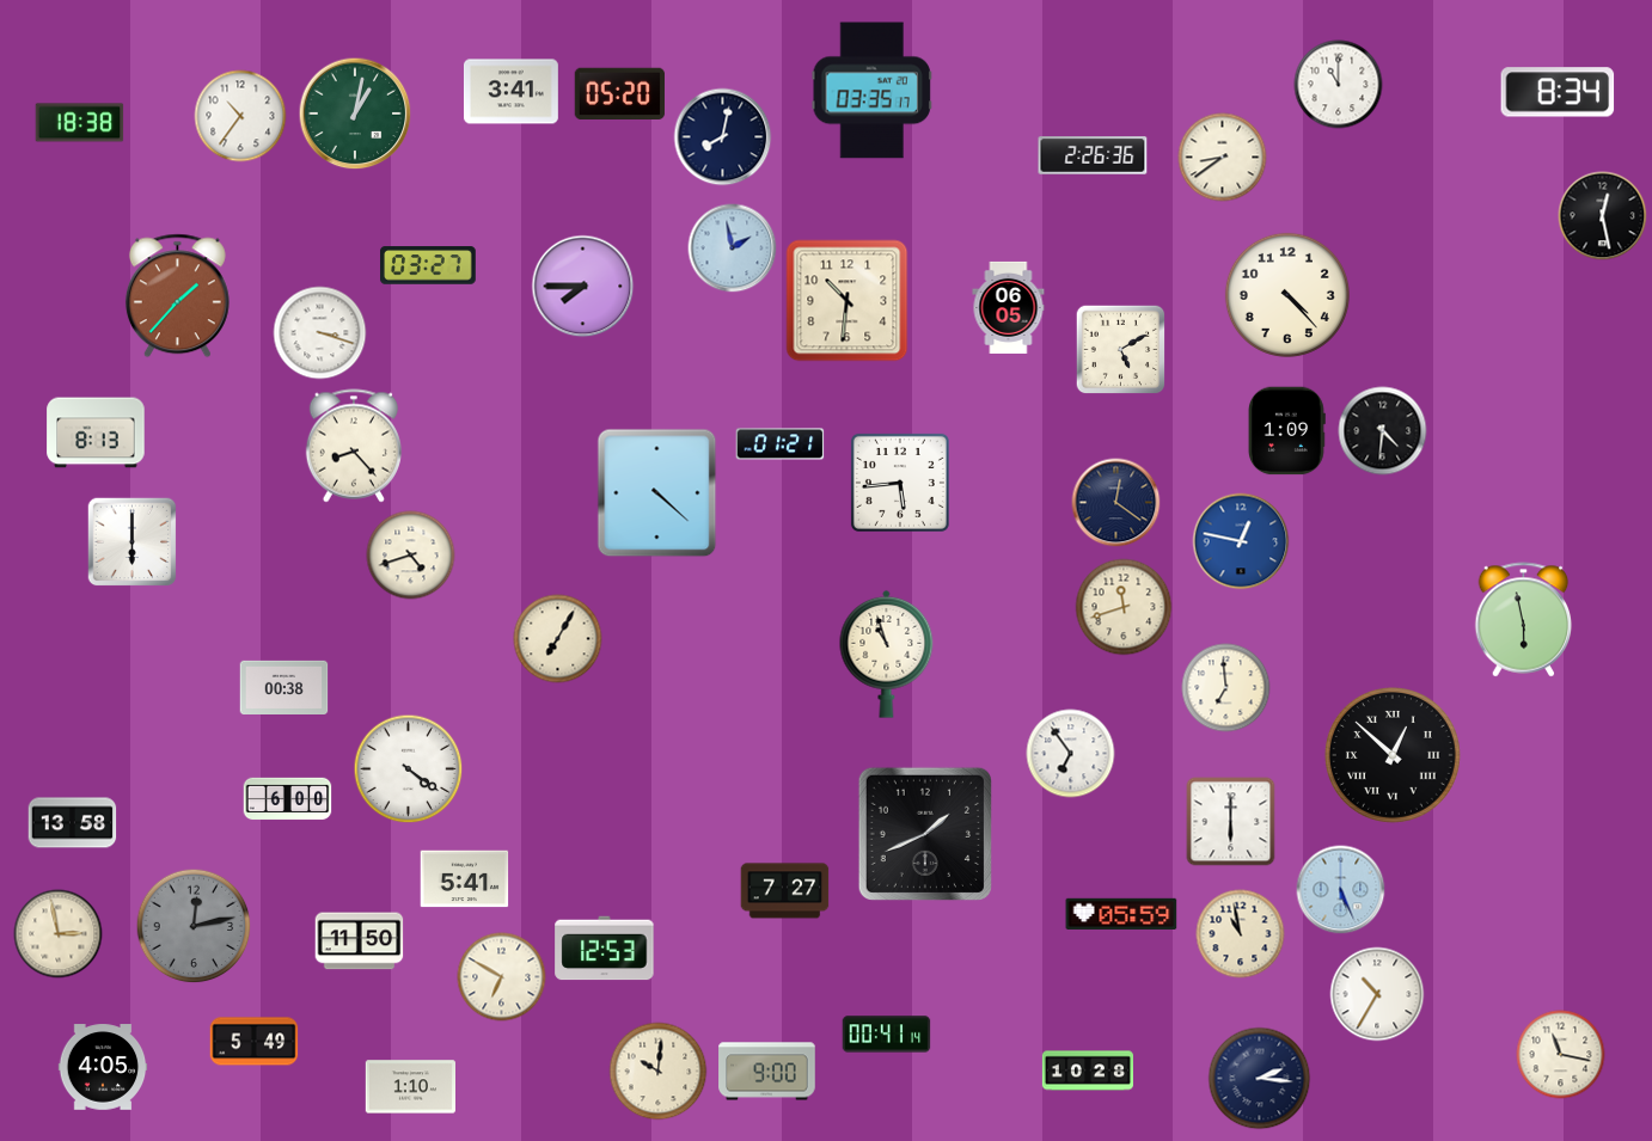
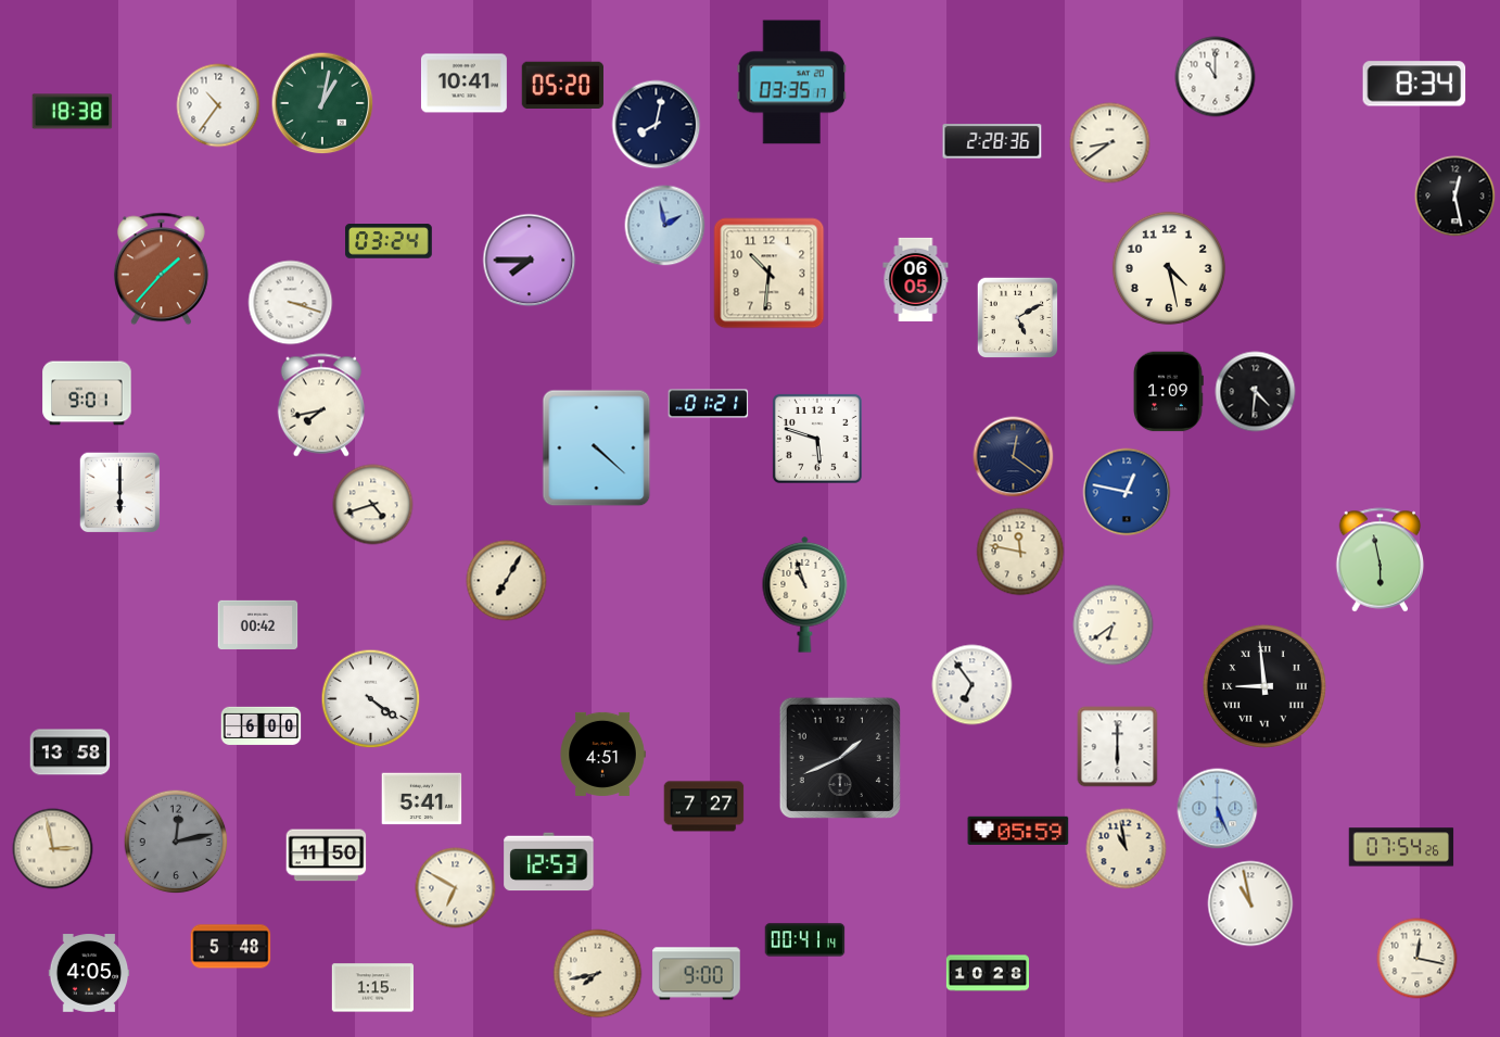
clock at (510, 92): 3:41 -> 10:41
clock at (1093, 155): 2:26 -> 2:28
clock at (429, 265): 03:27 -> 03:24
clock at (1287, 295): 4:23 -> 4:28
clock at (96, 433): 8:13 -> 9:01
clock at (353, 446): 8:23 -> 7:43
clock at (900, 483): 5:44 -> 5:48
clock at (1124, 607): 11:42 -> 11:47
clock at (1524, 620) position: (1524, 620) -> (1381, 560)
clock at (284, 687): 00:38 -> 00:42
clock at (1226, 688): 6:59 -> 6:39
clock at (1393, 755): 12:52 -> 8:59
clock at (73, 823) position: (73, 823) -> (71, 753)
clock at (602, 754): none -> 4:51
clock at (785, 891) position: (785, 891) -> (704, 807)
clock at (1401, 847): none -> 07:54
clock at (1377, 994): 10:35 -> 10:58
clock at (255, 1042): 5:49 -> 5:48
clock at (1561, 1055): 11:17 -> 12:17
clock at (103, 1067) position: (103, 1067) -> (89, 973)
clock at (659, 1072): 10:01 -> 7:43
clock at (1260, 1079): 2:16 -> none
clock at (410, 1087): 1:10 -> 1:15
